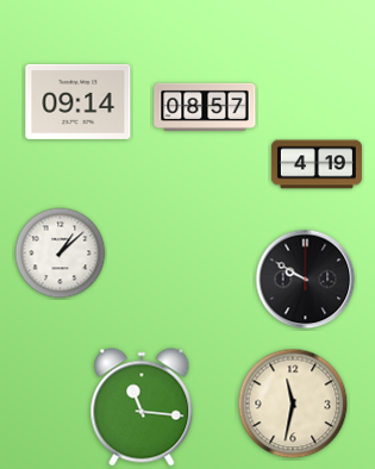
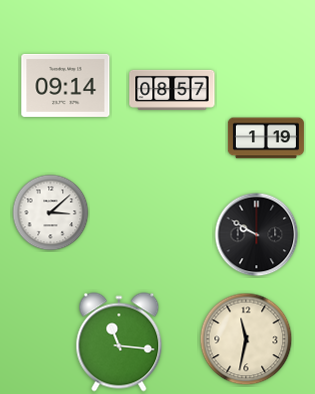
clock at (317, 164): 4:19 -> 1:19
clock at (61, 254): 1:08 -> 3:08
